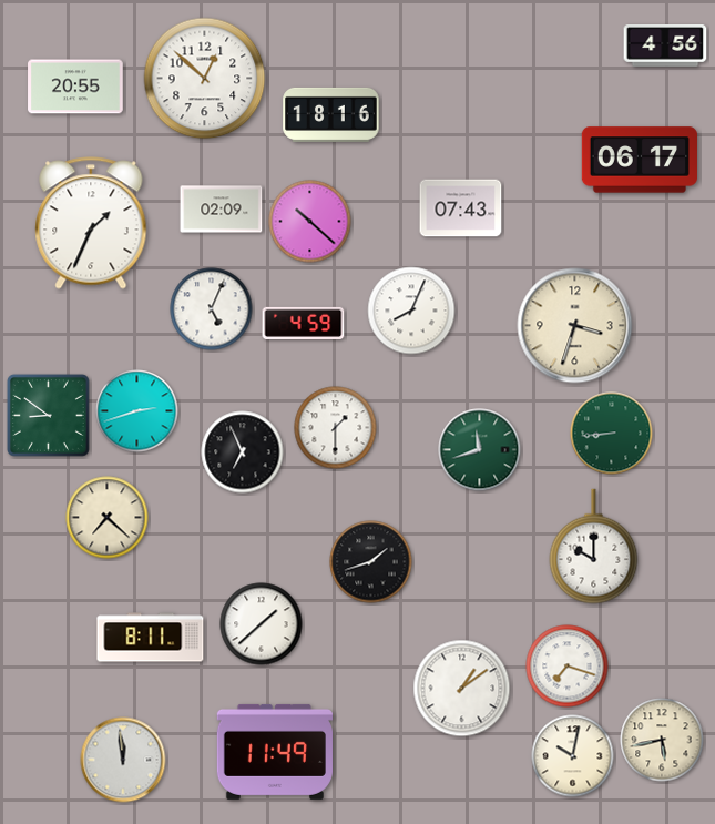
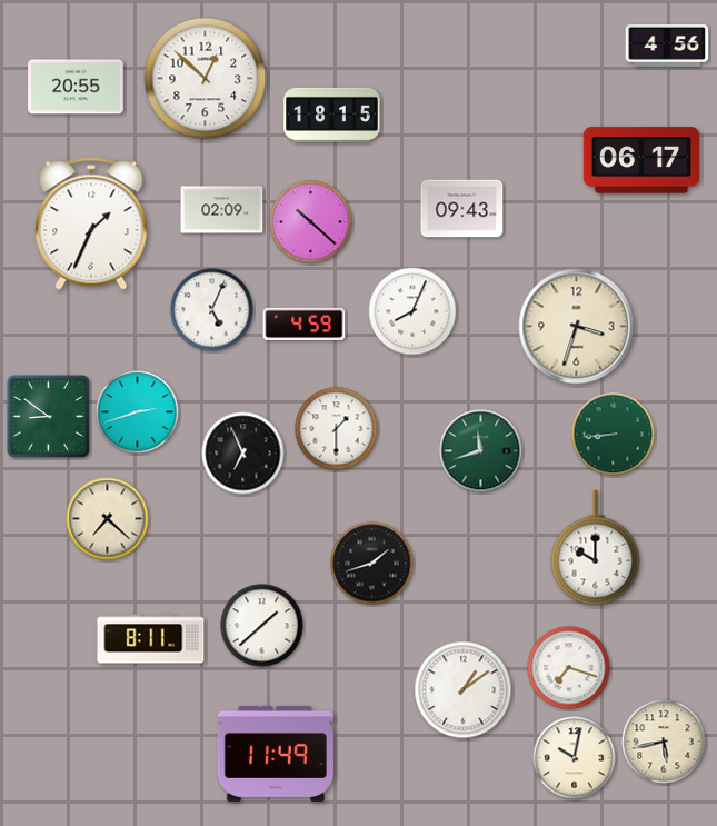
clock at (331, 114): 18:16 -> 18:15
clock at (461, 208): 07:43 -> 09:43
clock at (123, 760): 11:59 -> none
